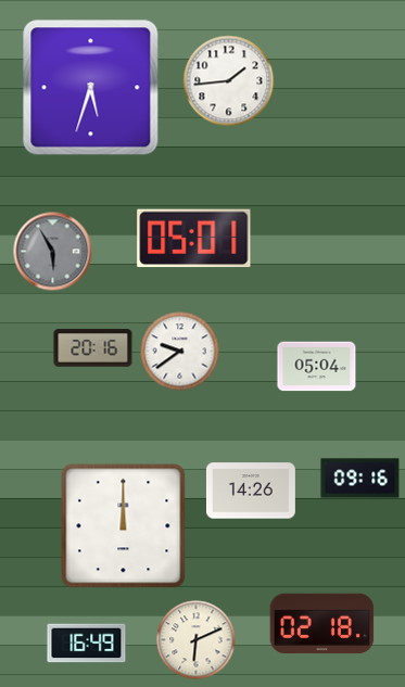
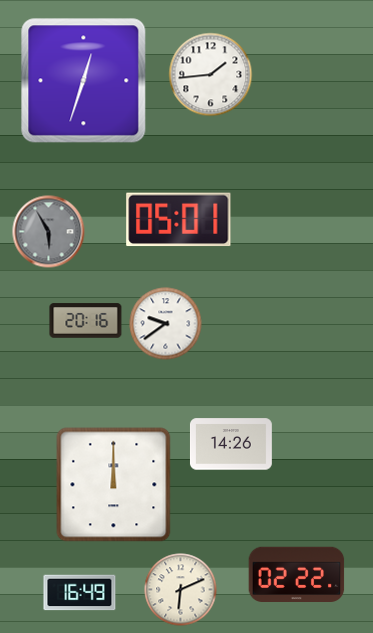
clock at (91, 88): 5:33 -> 12:33
clock at (317, 367): 05:04 -> none
clock at (360, 479): 09:16 -> none
clock at (251, 491) position: (251, 491) -> (231, 444)
clock at (322, 623): 02:18 -> 02:22
